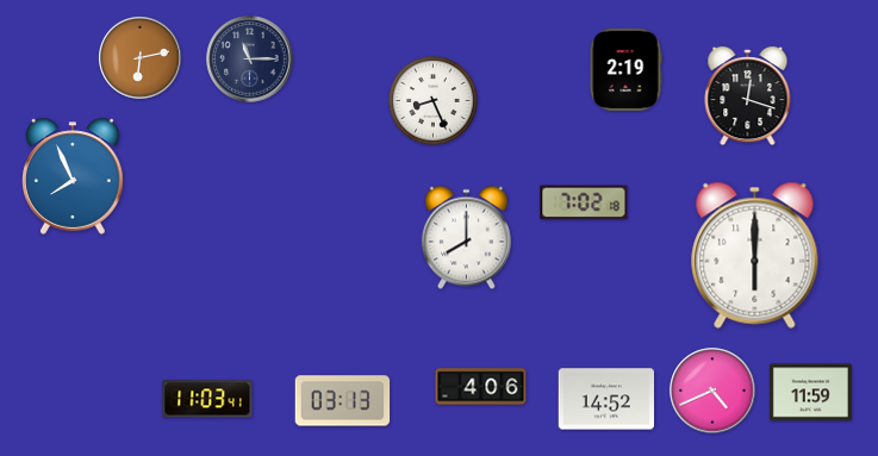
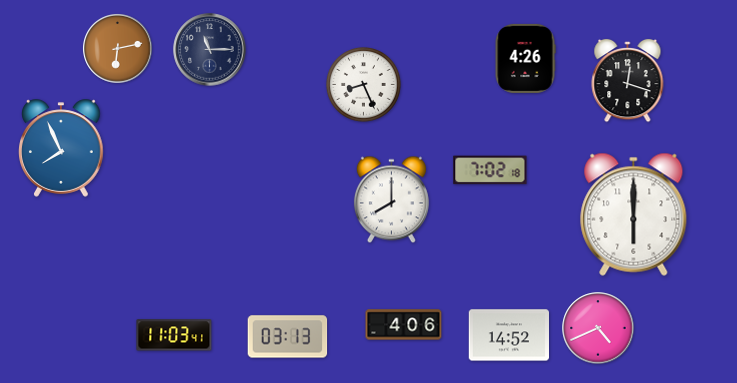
clock at (625, 69): 2:19 -> 4:26
clock at (810, 393): 11:59 -> none
